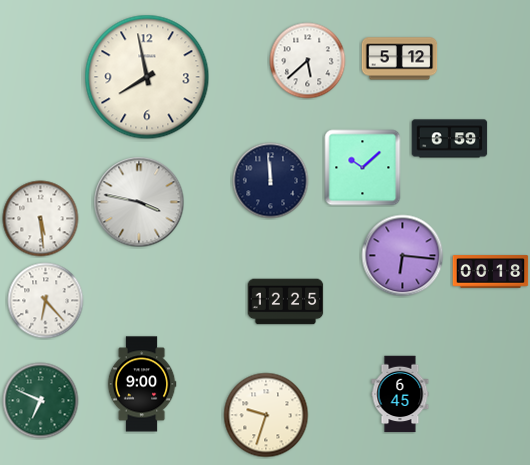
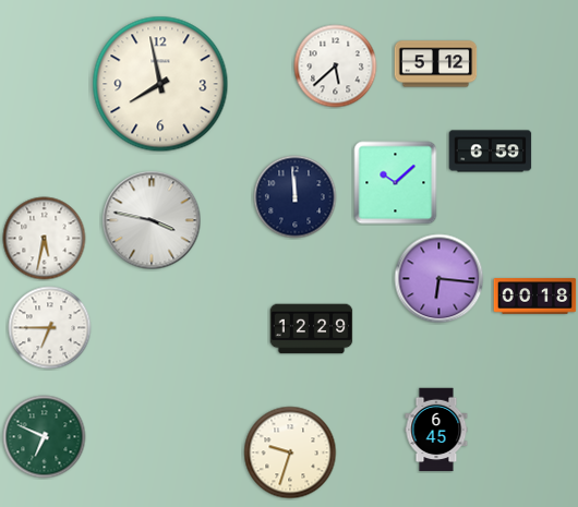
clock at (41, 219): 5:29 -> 5:32
clock at (46, 301): 6:23 -> 6:45
clock at (286, 302): 12:25 -> 12:29
clock at (142, 384): 9:00 -> none
